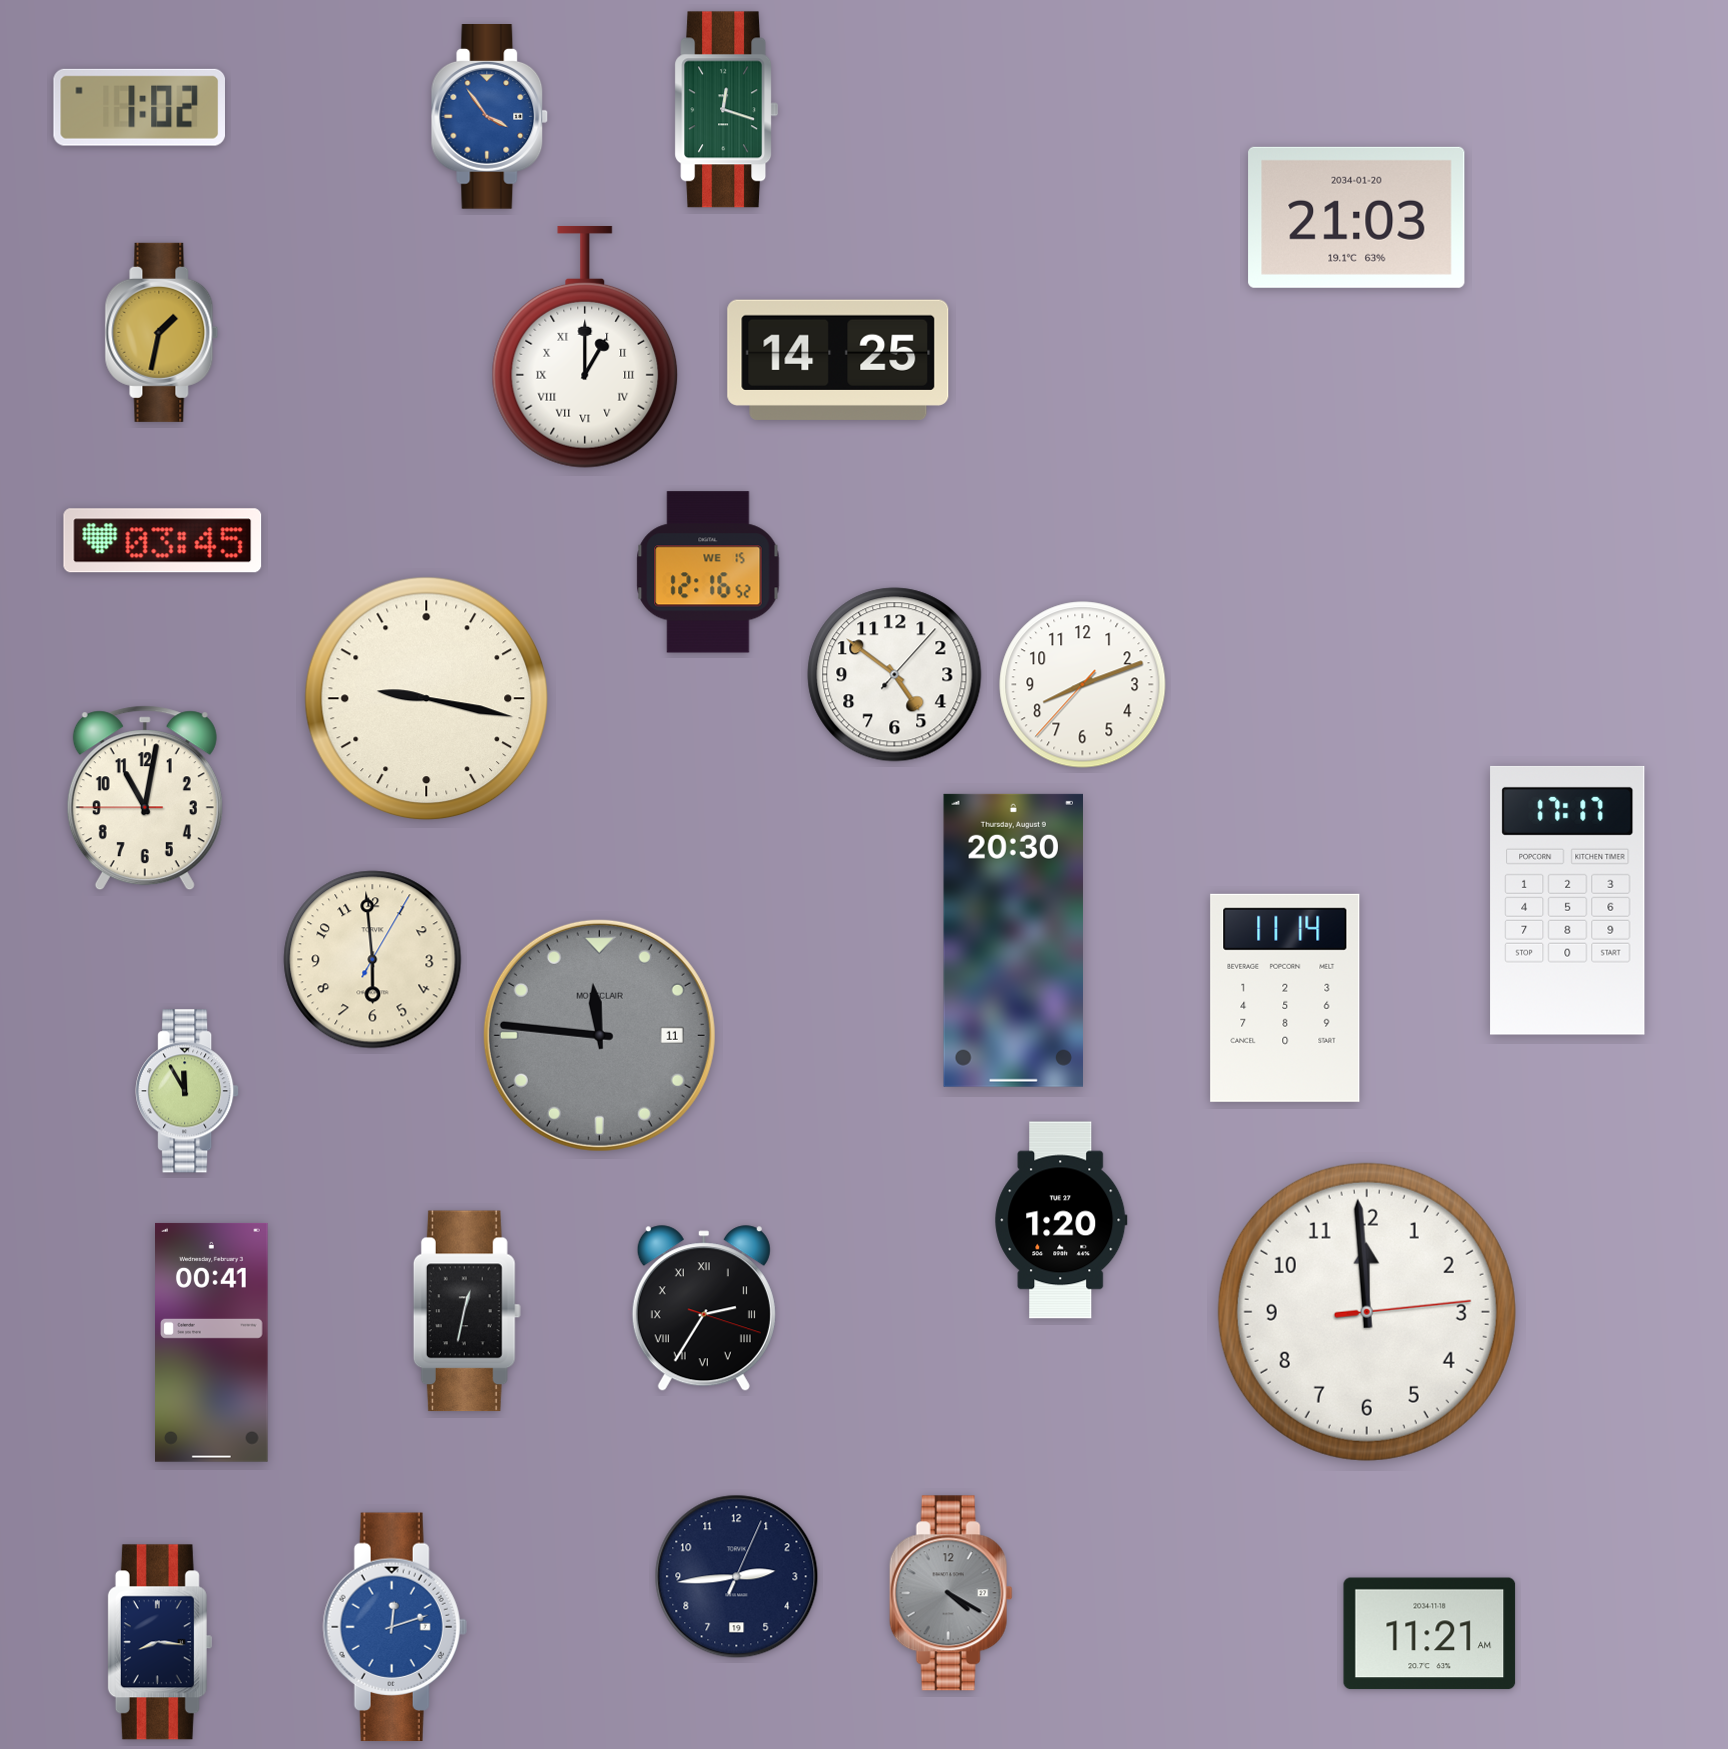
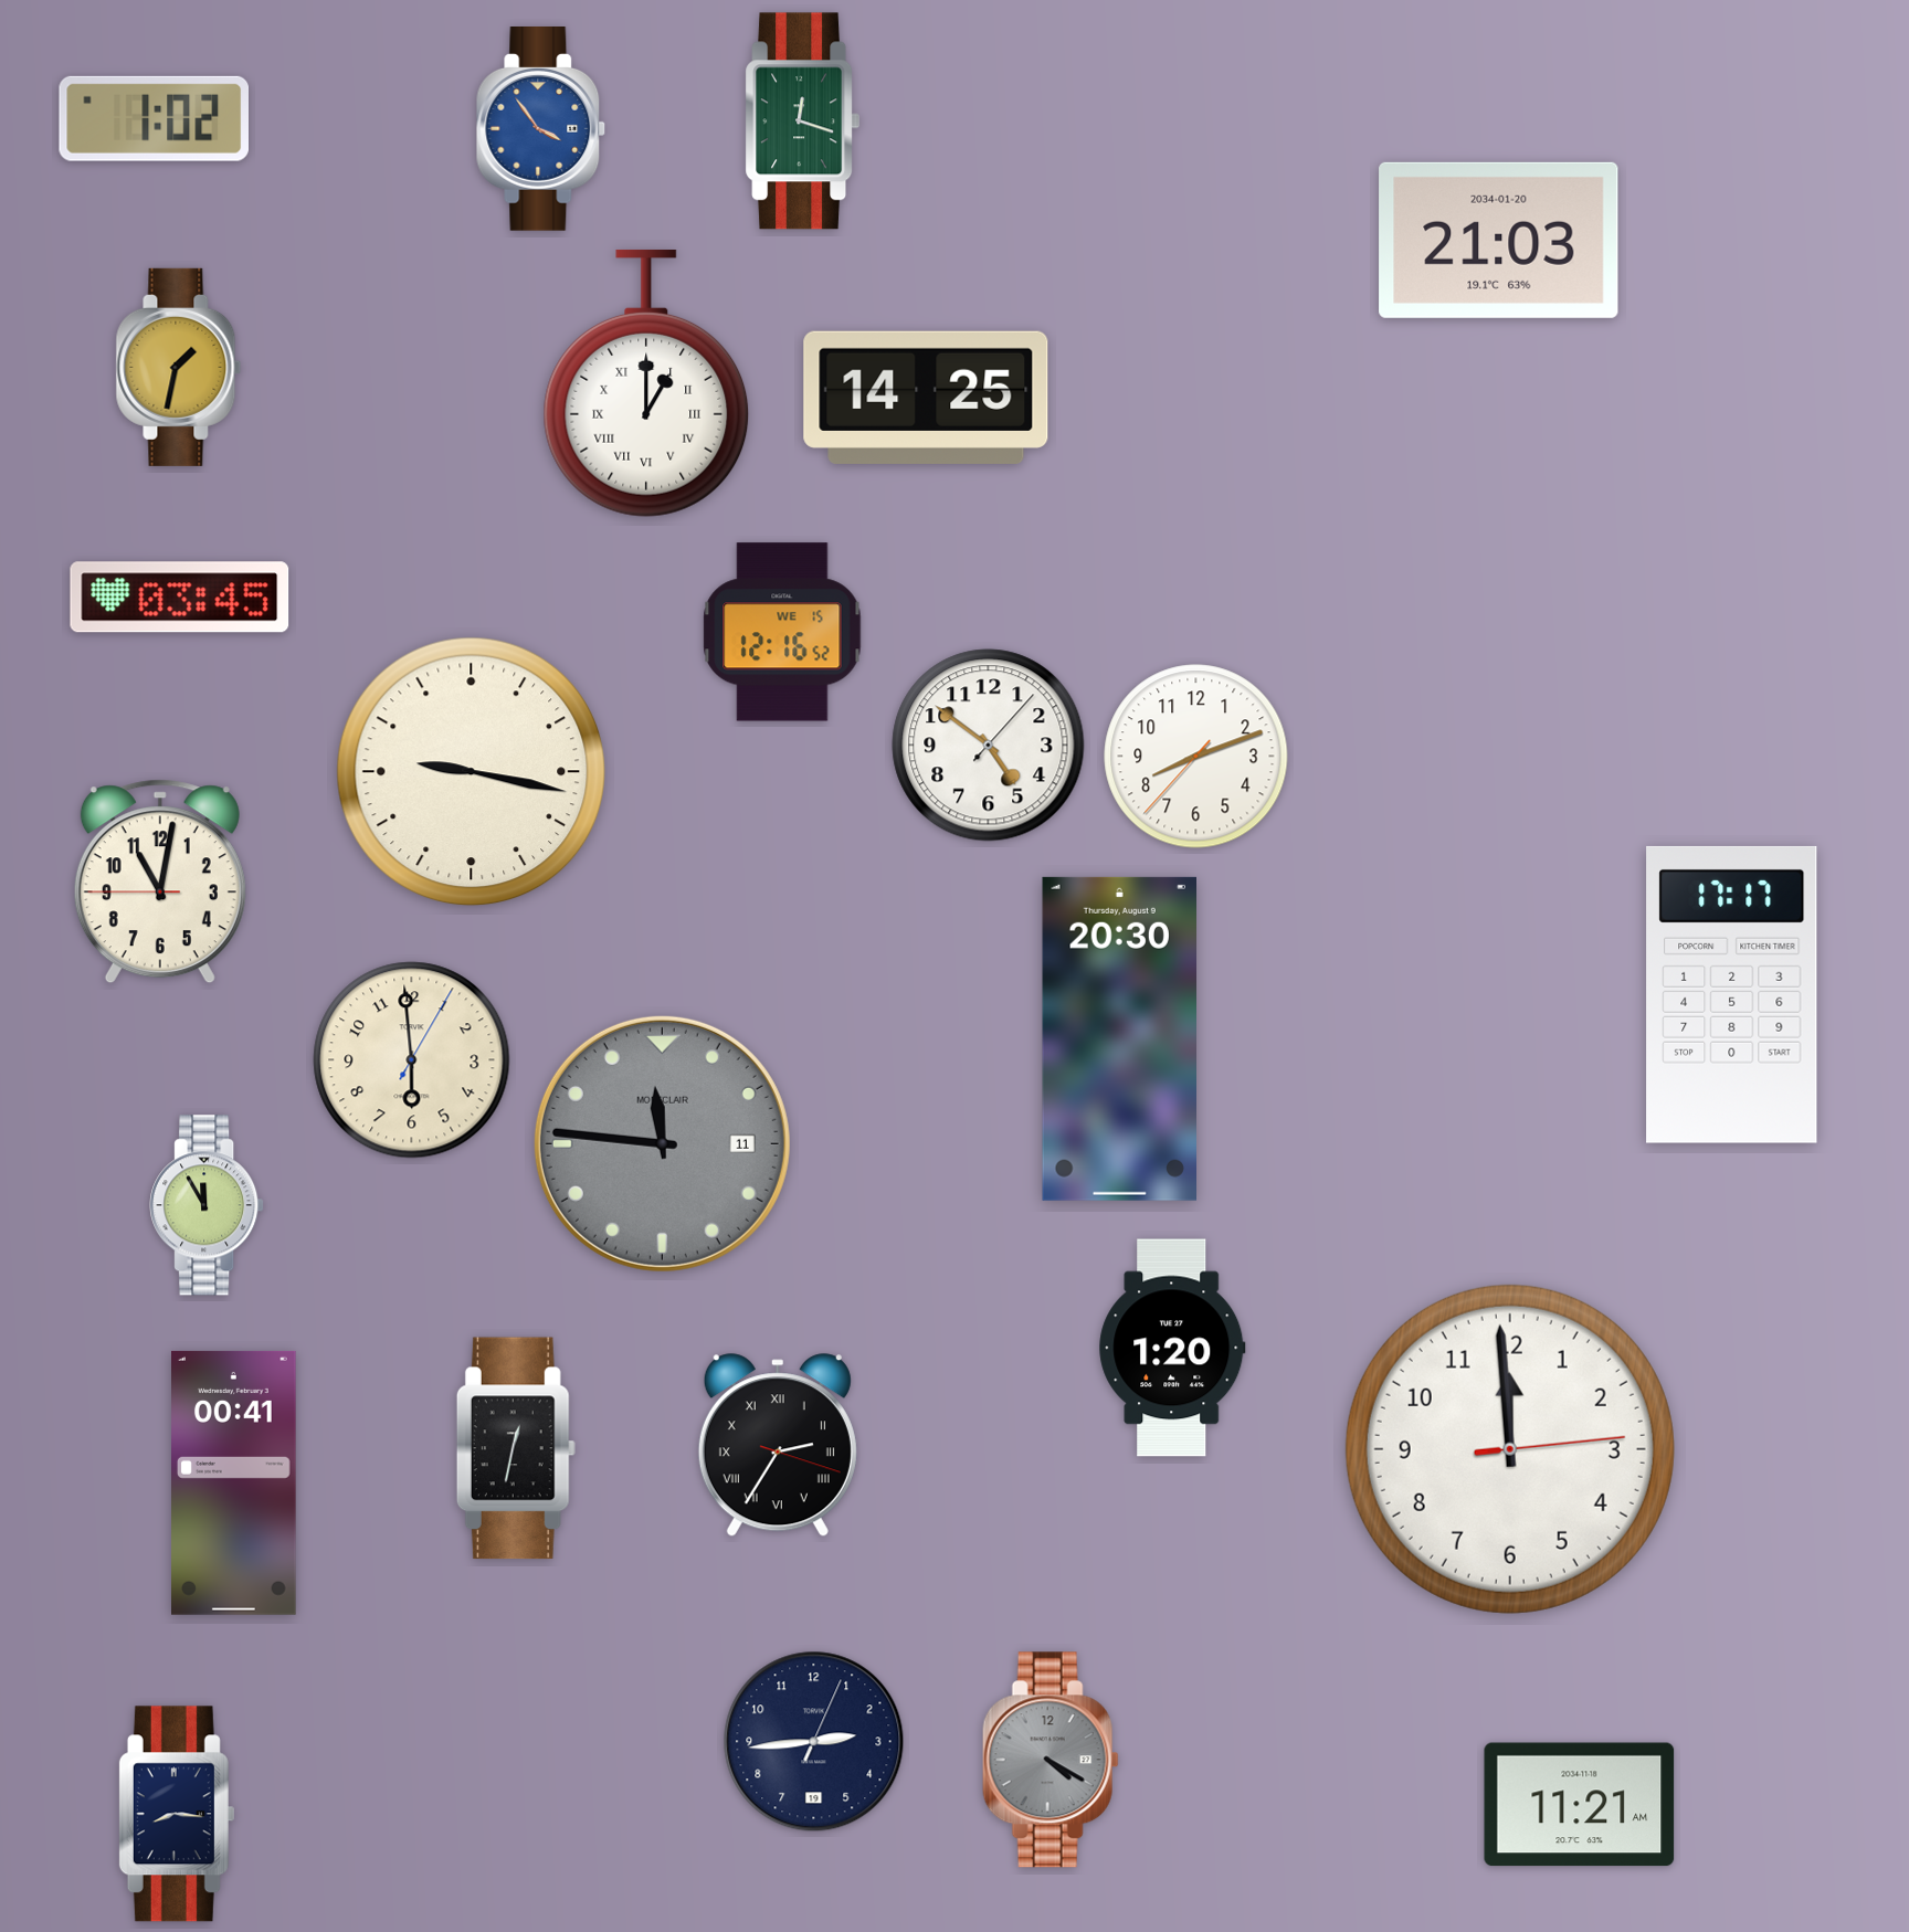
clock at (1285, 998): 11:14 -> none
clock at (395, 1627): 12:12 -> none
